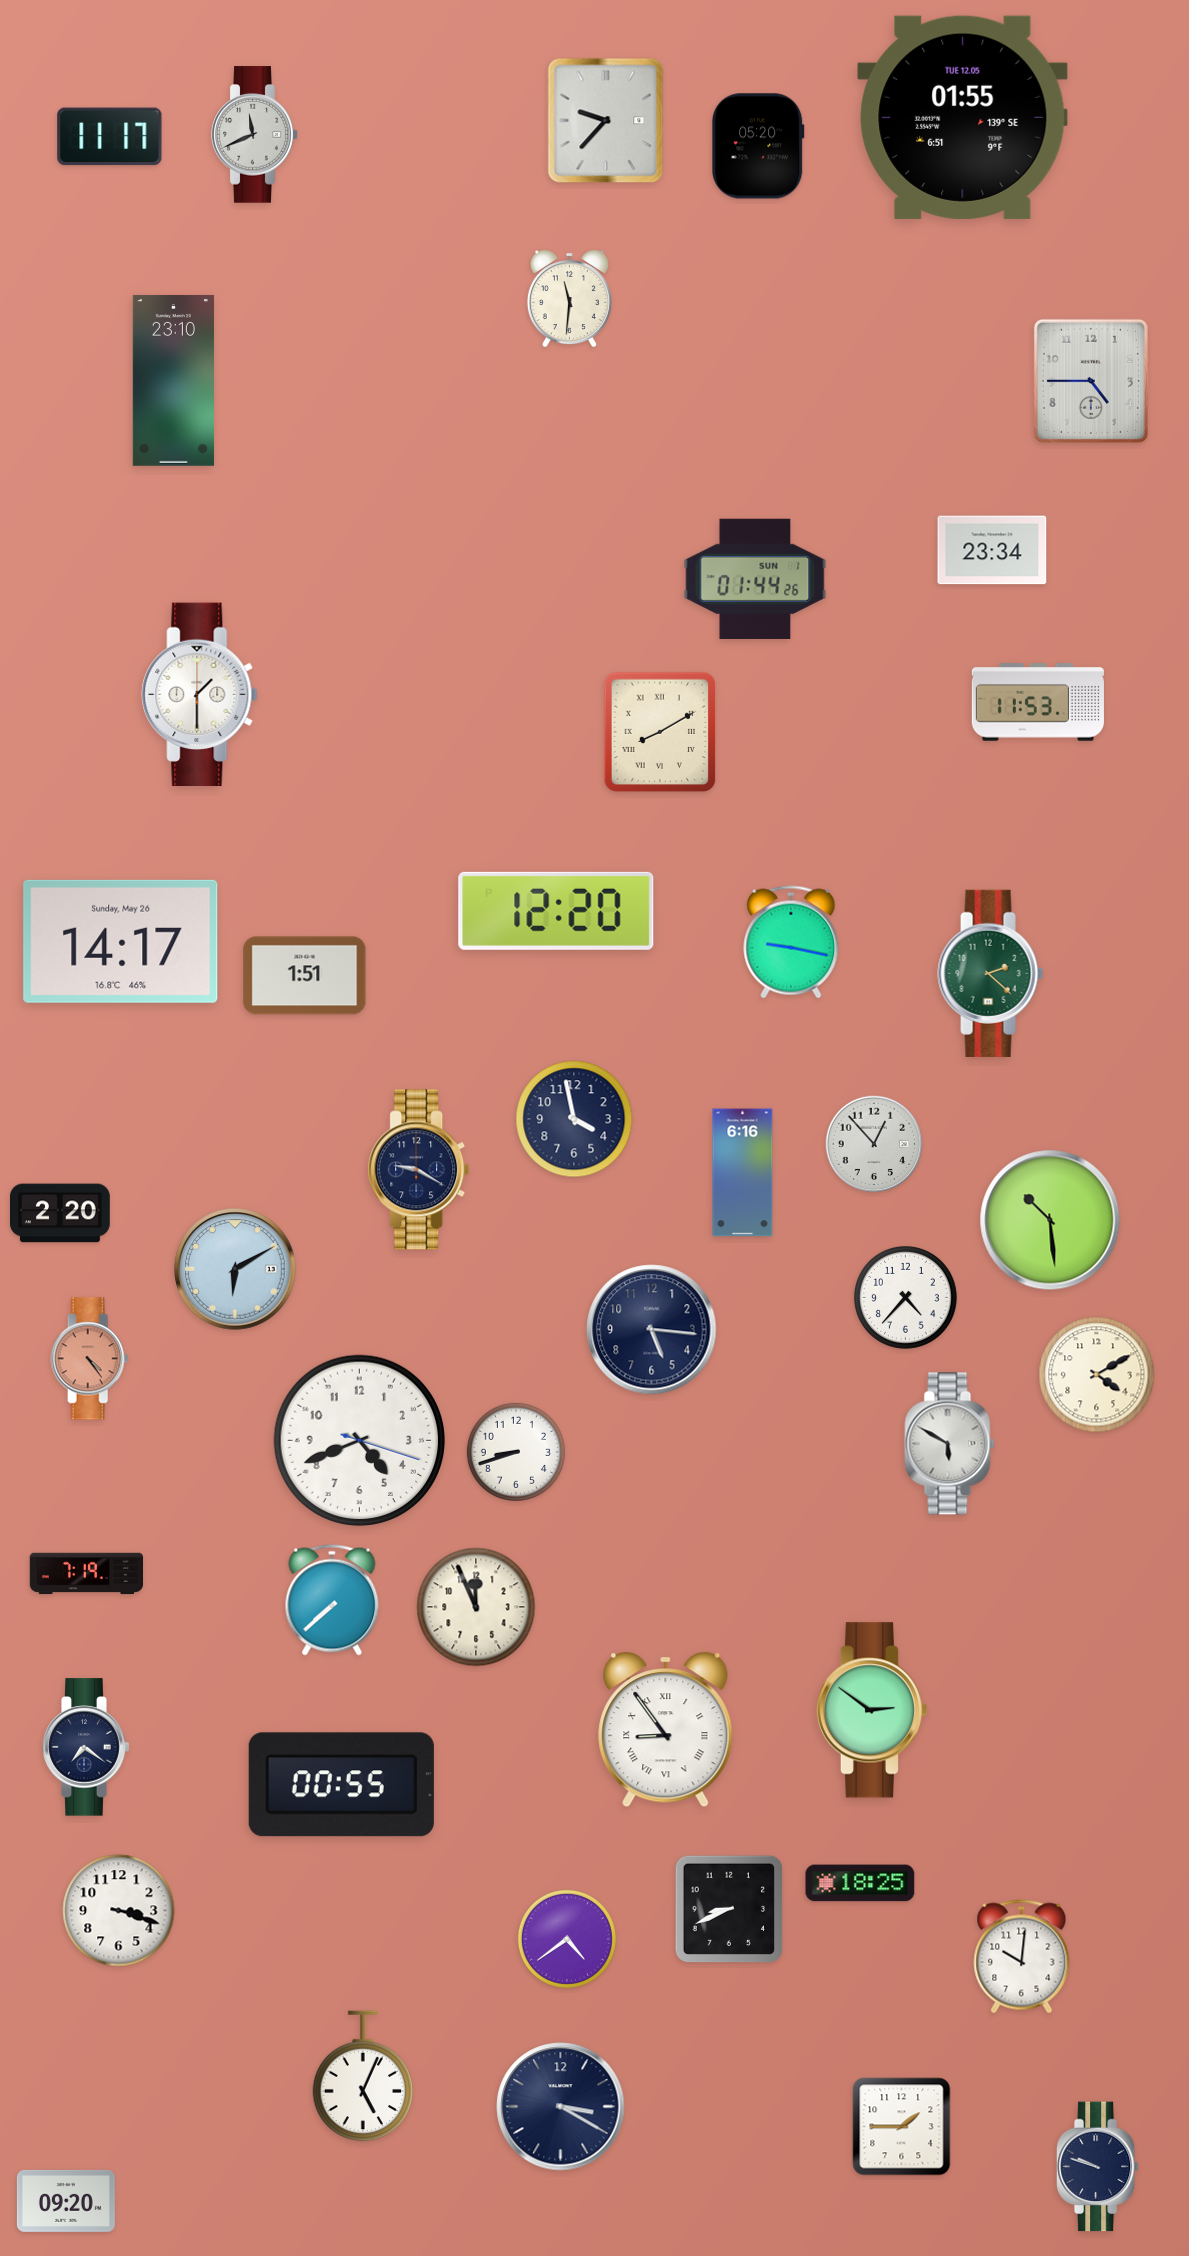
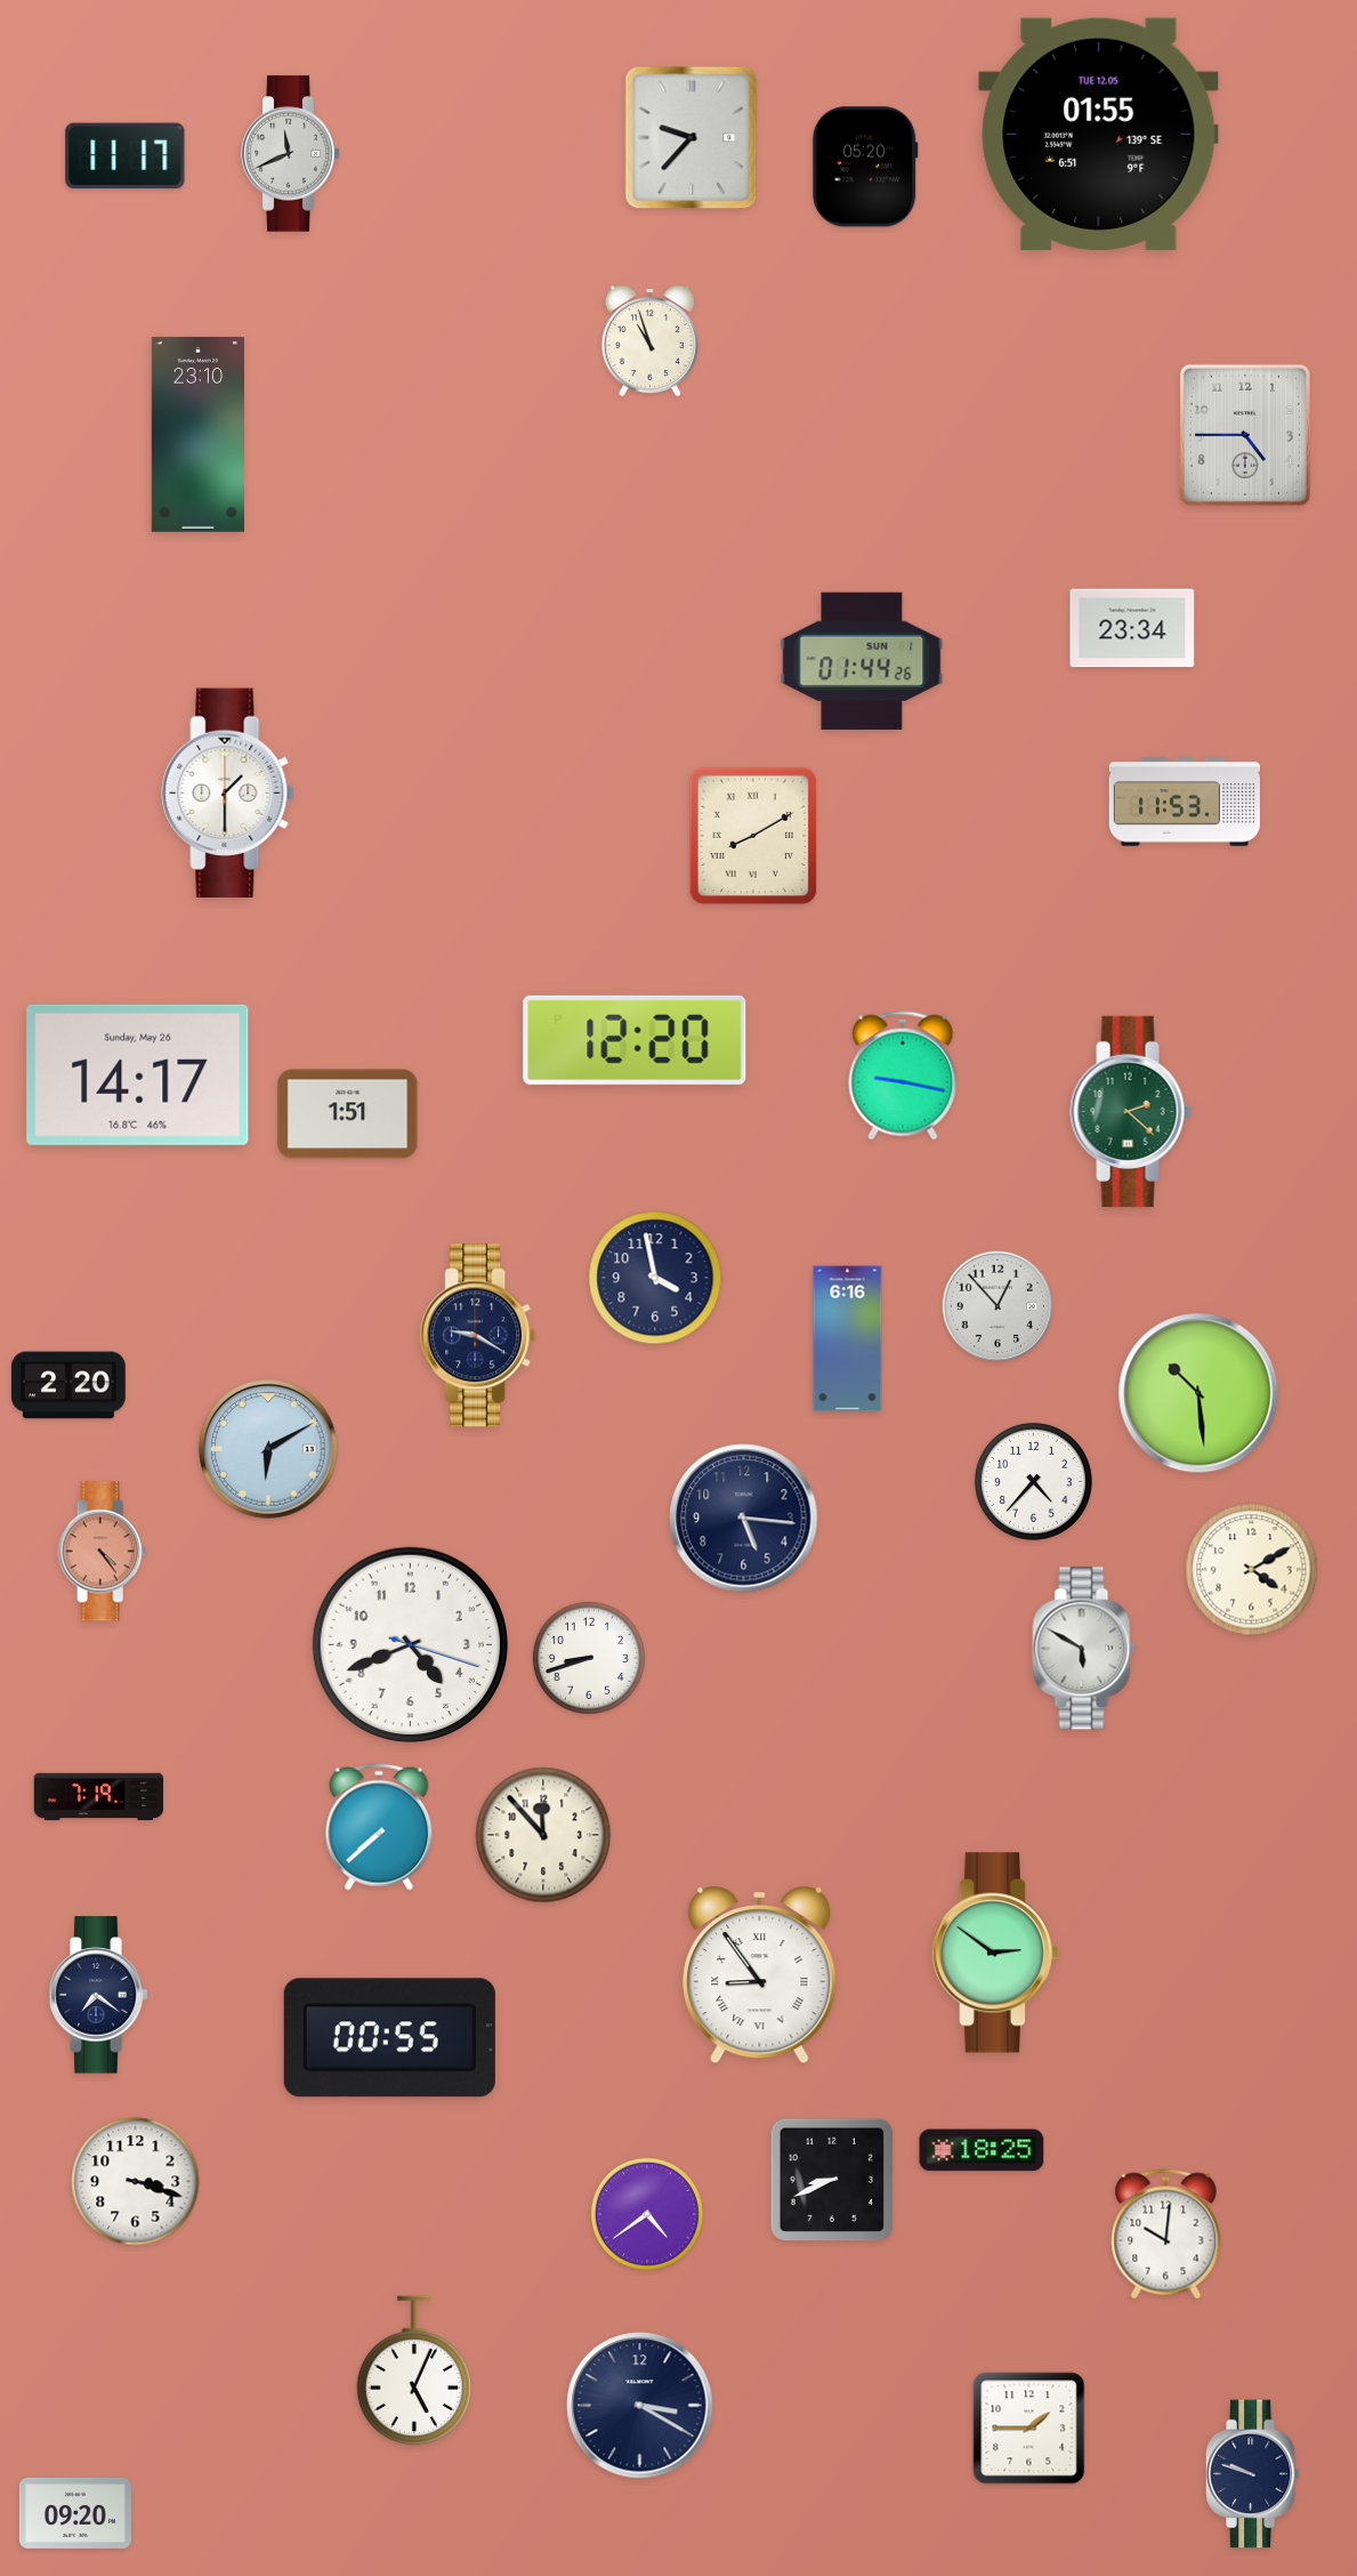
clock at (569, 299): 11:31 -> 10:57
clock at (476, 1607): 11:56 -> 11:53
